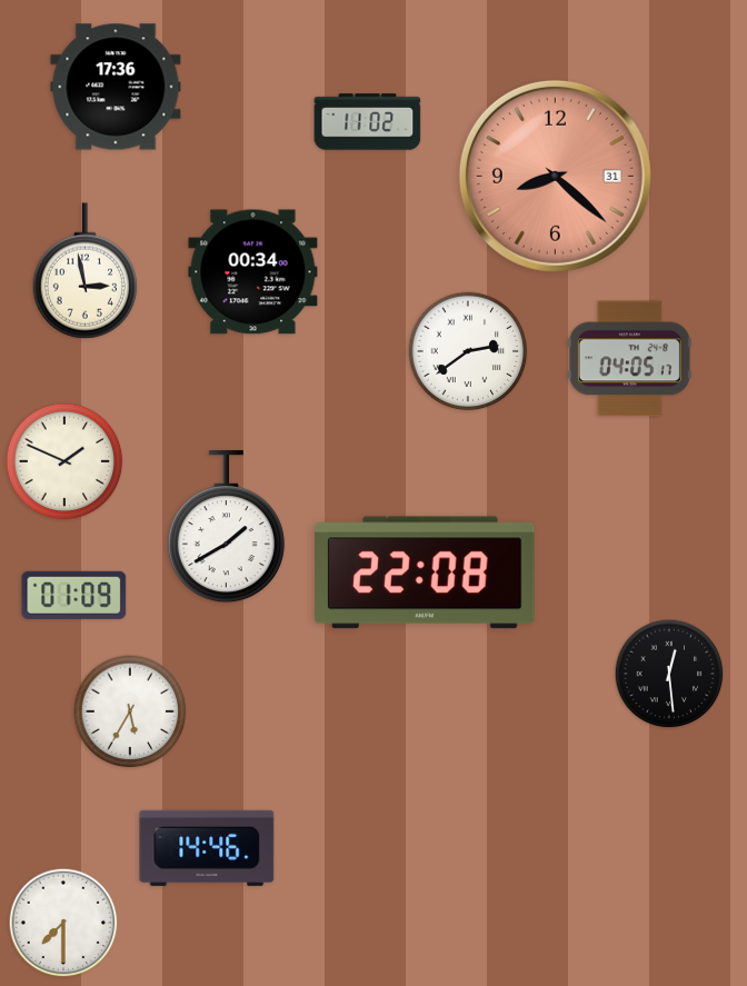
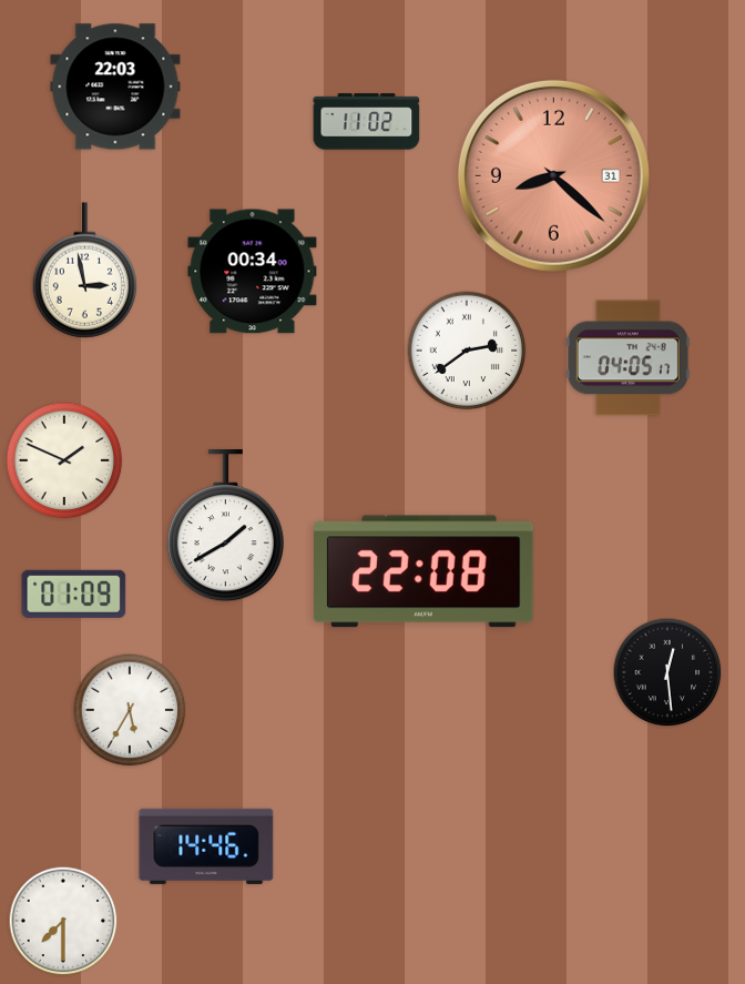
clock at (116, 87): 17:36 -> 22:03
